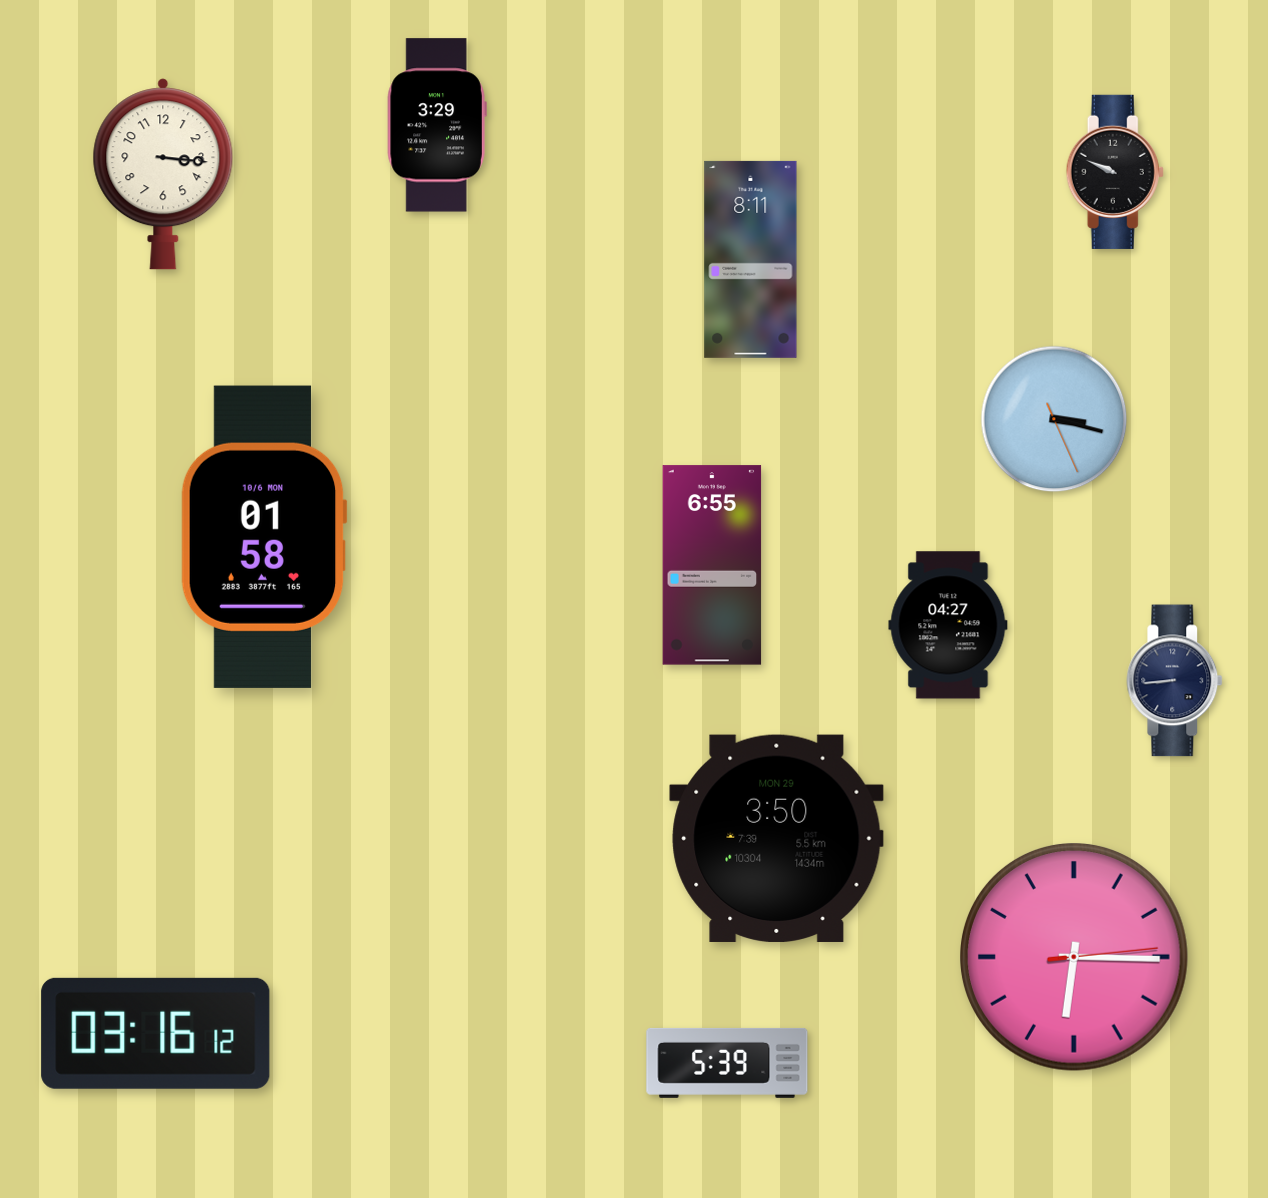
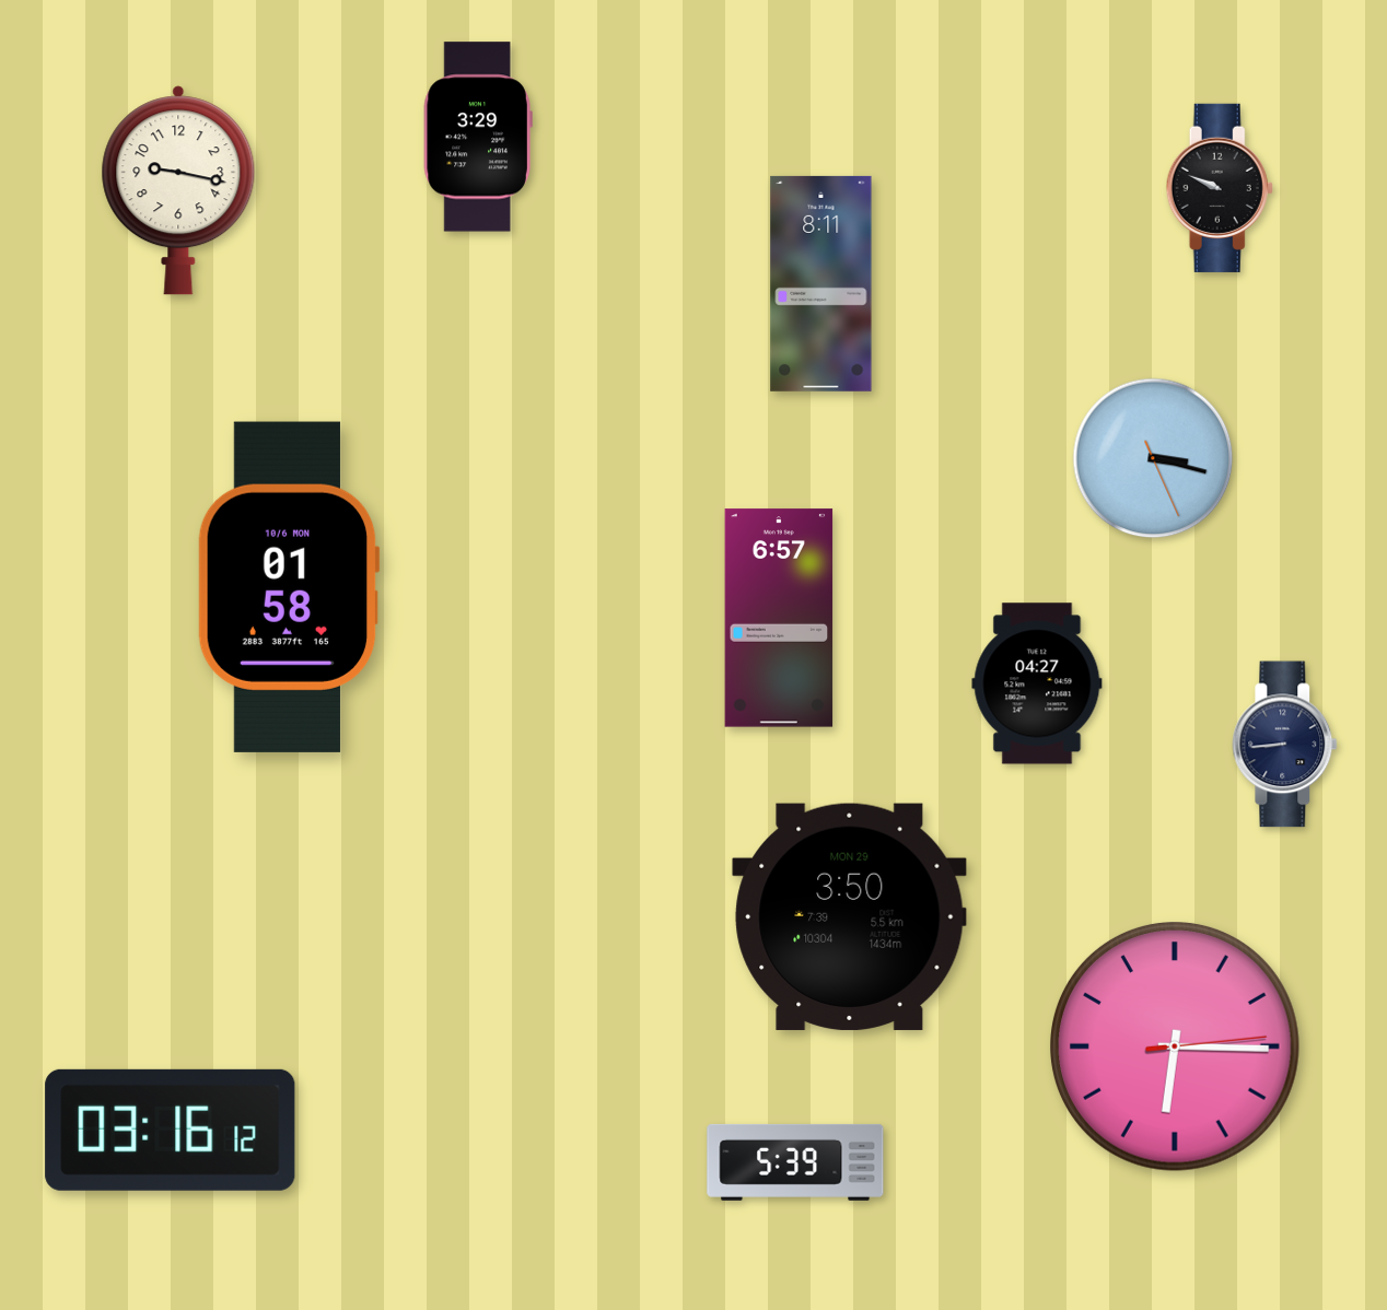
clock at (163, 174): 3:16 -> 9:17
clock at (712, 565): 6:55 -> 6:57
